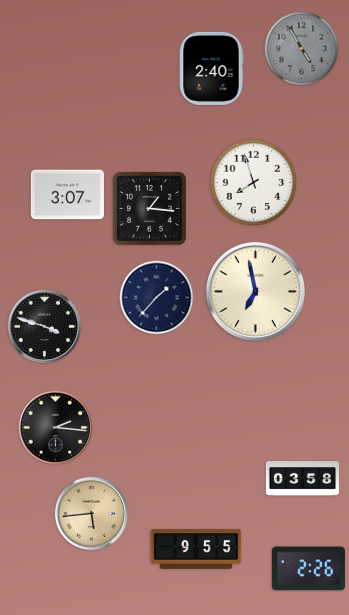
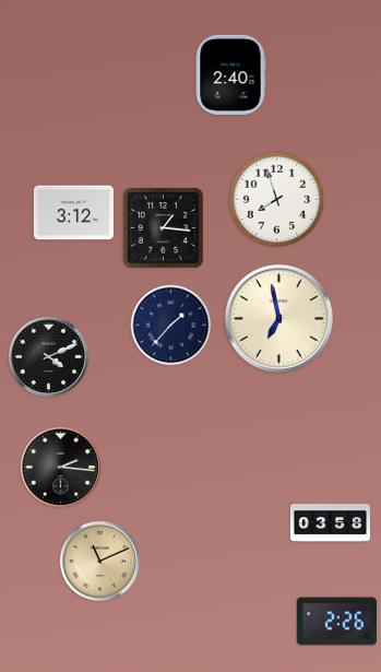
clock at (302, 49): 4:55 -> none
clock at (67, 195): 3:07 -> 3:12
clock at (45, 327): 3:48 -> 4:11
clock at (92, 514): 5:44 -> 11:11
clock at (196, 549): 9:55 -> none
